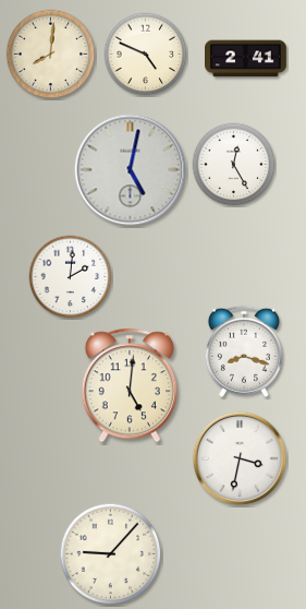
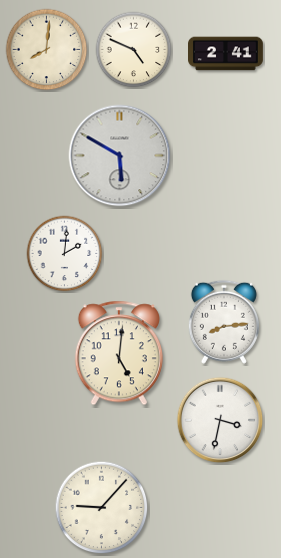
clock at (234, 165): 12:25 -> none
clock at (131, 170): 5:02 -> 5:50
clock at (244, 351): 8:18 -> 8:14
